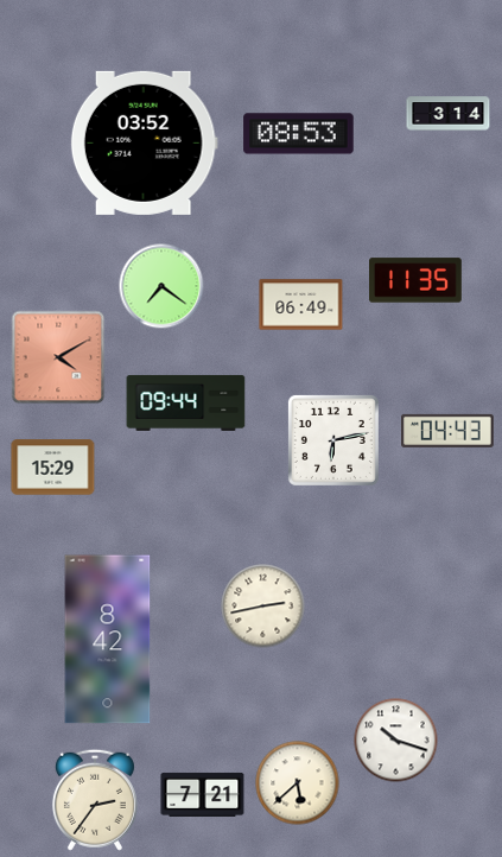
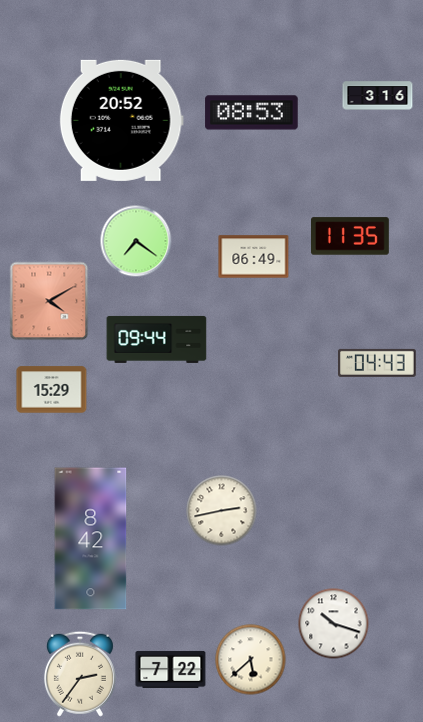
clock at (449, 114): 3:14 -> 3:16
clock at (144, 142): 03:52 -> 20:52
clock at (333, 440): 6:13 -> none
clock at (53, 468) position: (53, 468) -> (52, 390)
clock at (203, 794): 7:21 -> 7:22
